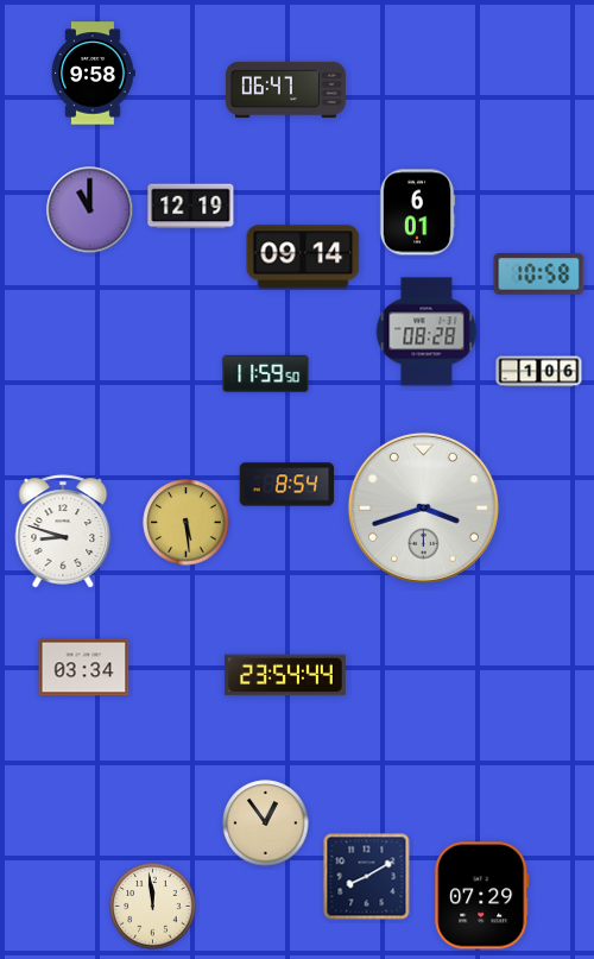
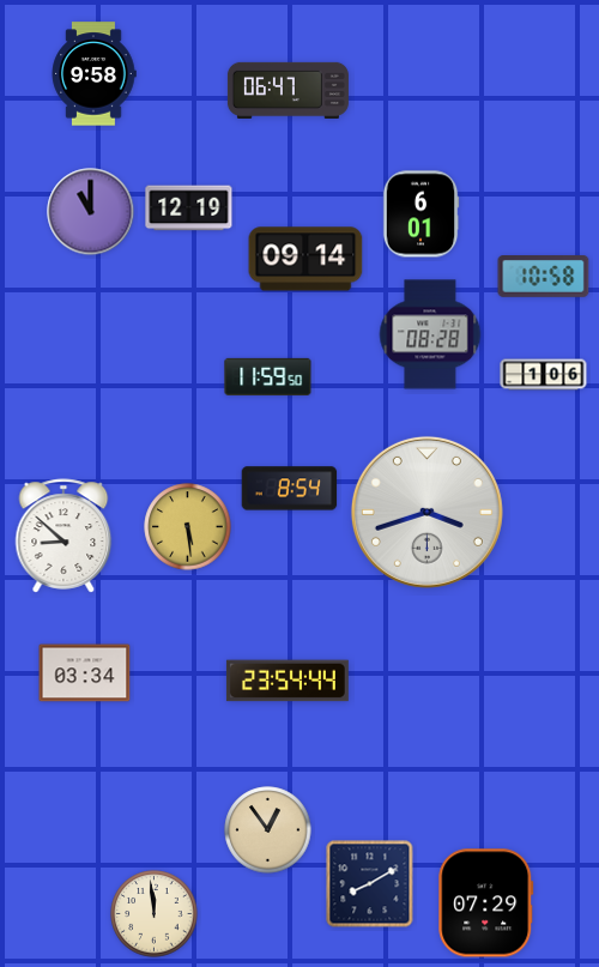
clock at (191, 207) position: (191, 207) -> (189, 208)
clock at (63, 531): 8:48 -> 8:52
